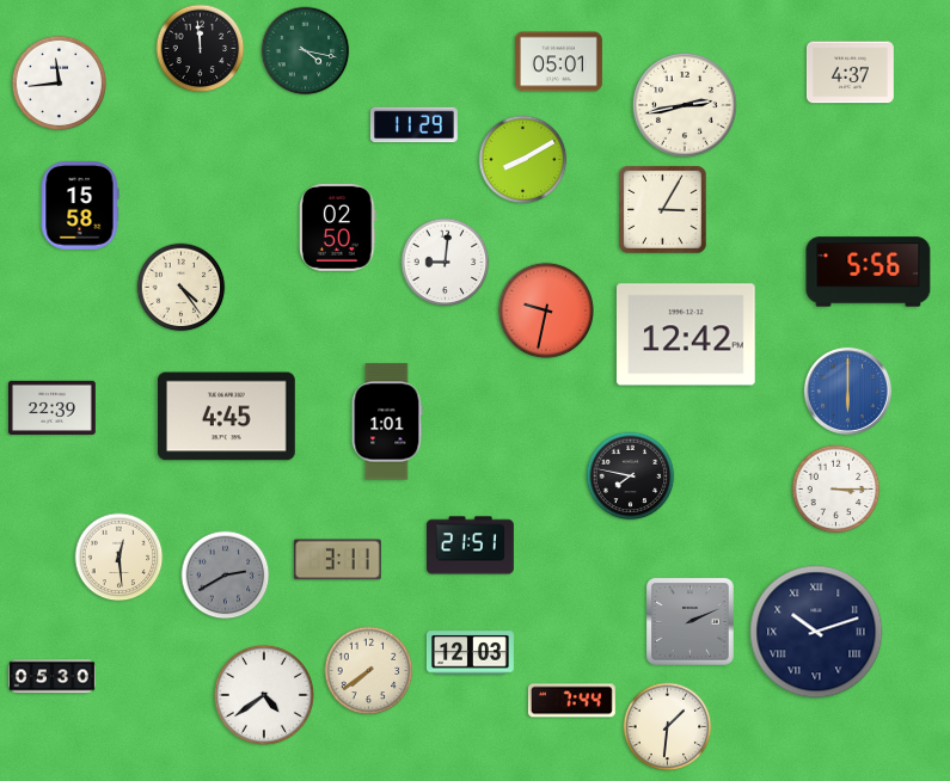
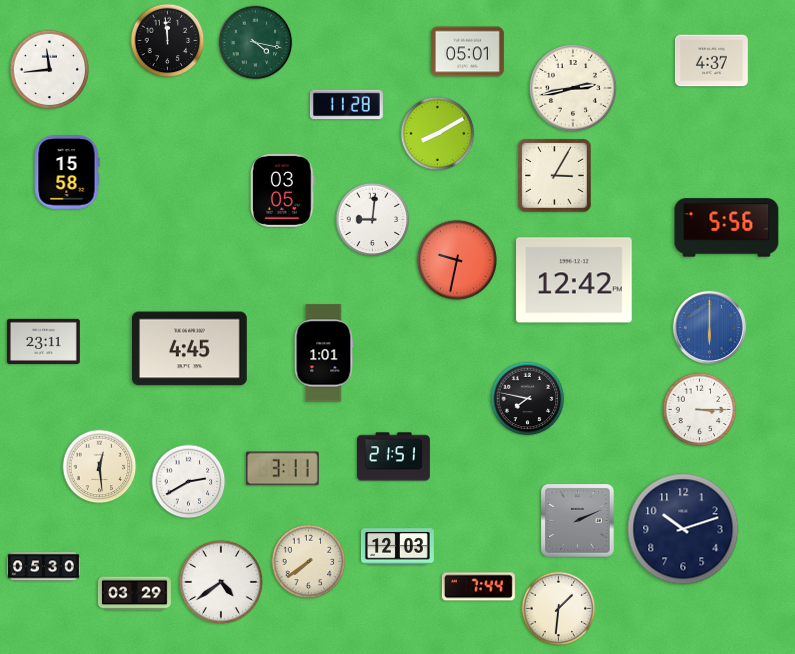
clock at (413, 125): 11:29 -> 11:28
clock at (338, 227): 02:50 -> 03:05
clock at (182, 288): 4:24 -> none
clock at (51, 407): 22:39 -> 23:11
clock at (226, 576) dial: grey -> white
clock at (816, 632) numerals: Roman -> Arabic
clock at (470, 653) position: (470, 653) -> (397, 547)
clock at (135, 594): none -> 03:29
